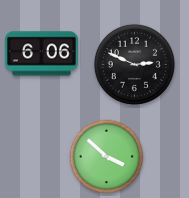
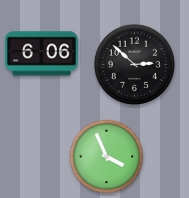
clock at (134, 64): 2:49 -> 2:52
clock at (107, 157): 3:52 -> 3:56
